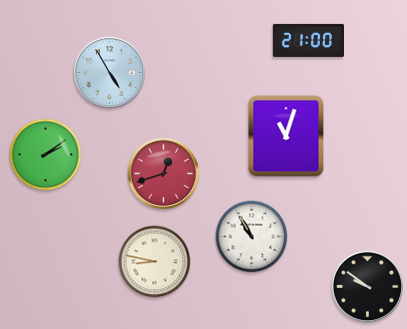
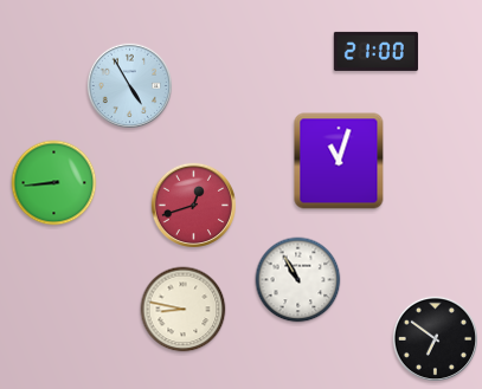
clock at (308, 40) position: (308, 40) -> (375, 51)
clock at (46, 155): 2:09 -> 8:44
clock at (367, 286): 9:51 -> 6:51
